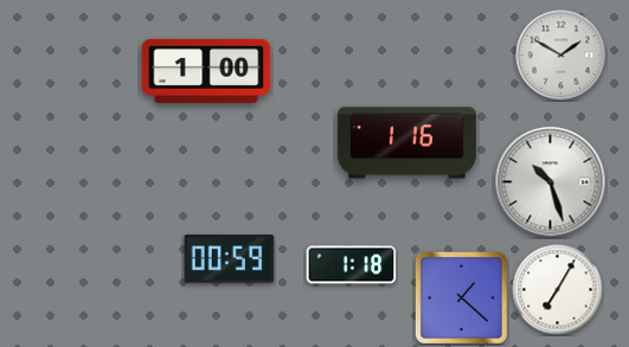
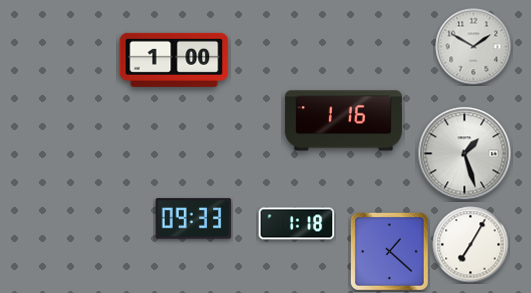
clock at (551, 182): 10:27 -> 1:27
clock at (230, 259): 00:59 -> 09:33
